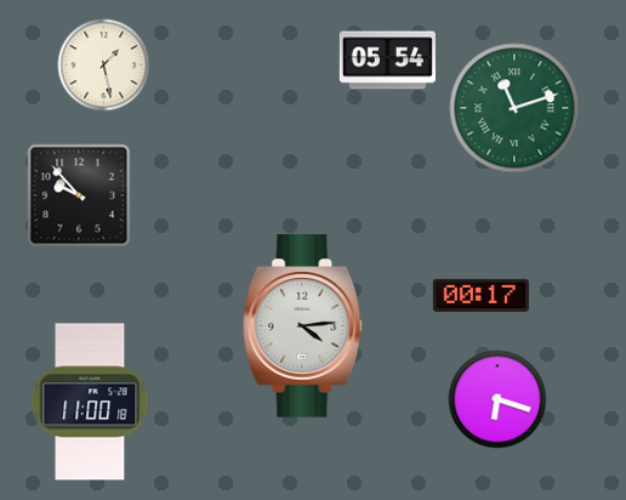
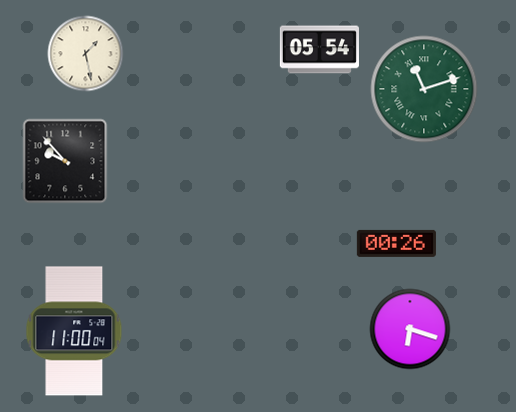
clock at (480, 295): 00:17 -> 00:26
clock at (303, 326): 4:14 -> none
clock at (90, 402): 11:00:18 -> 11:00:04
